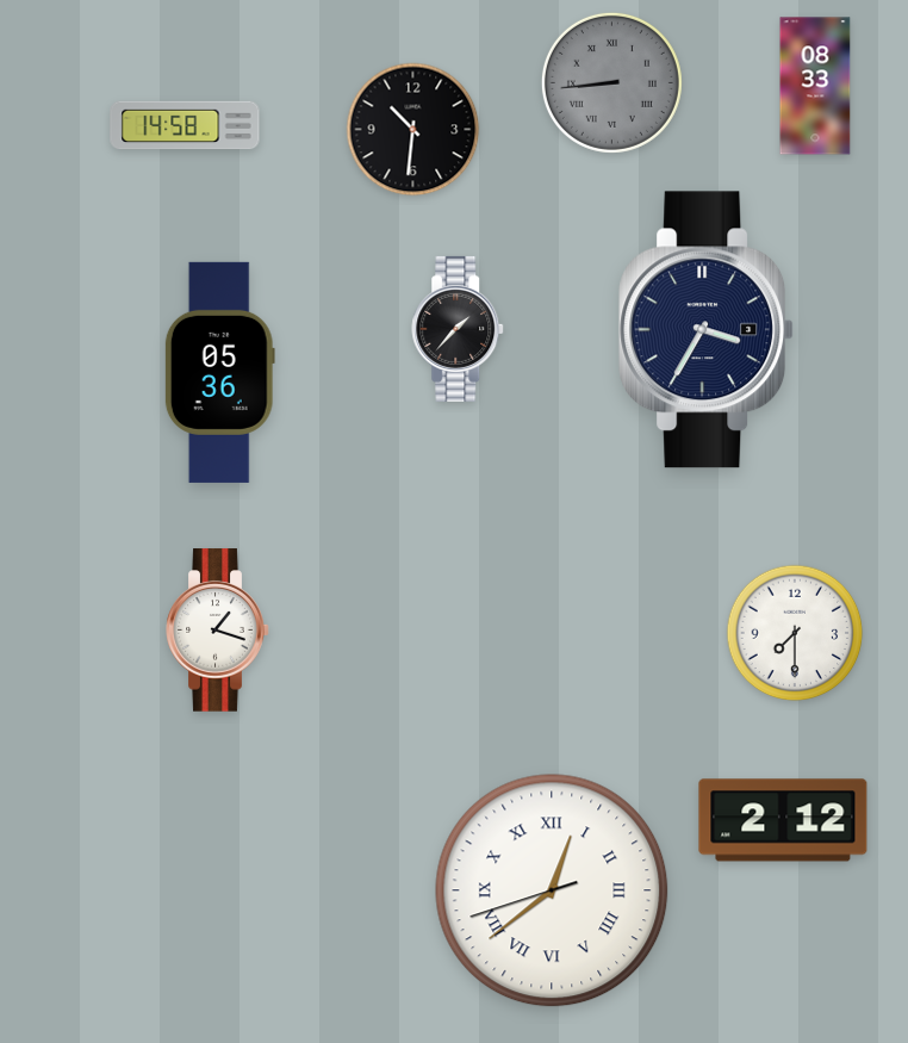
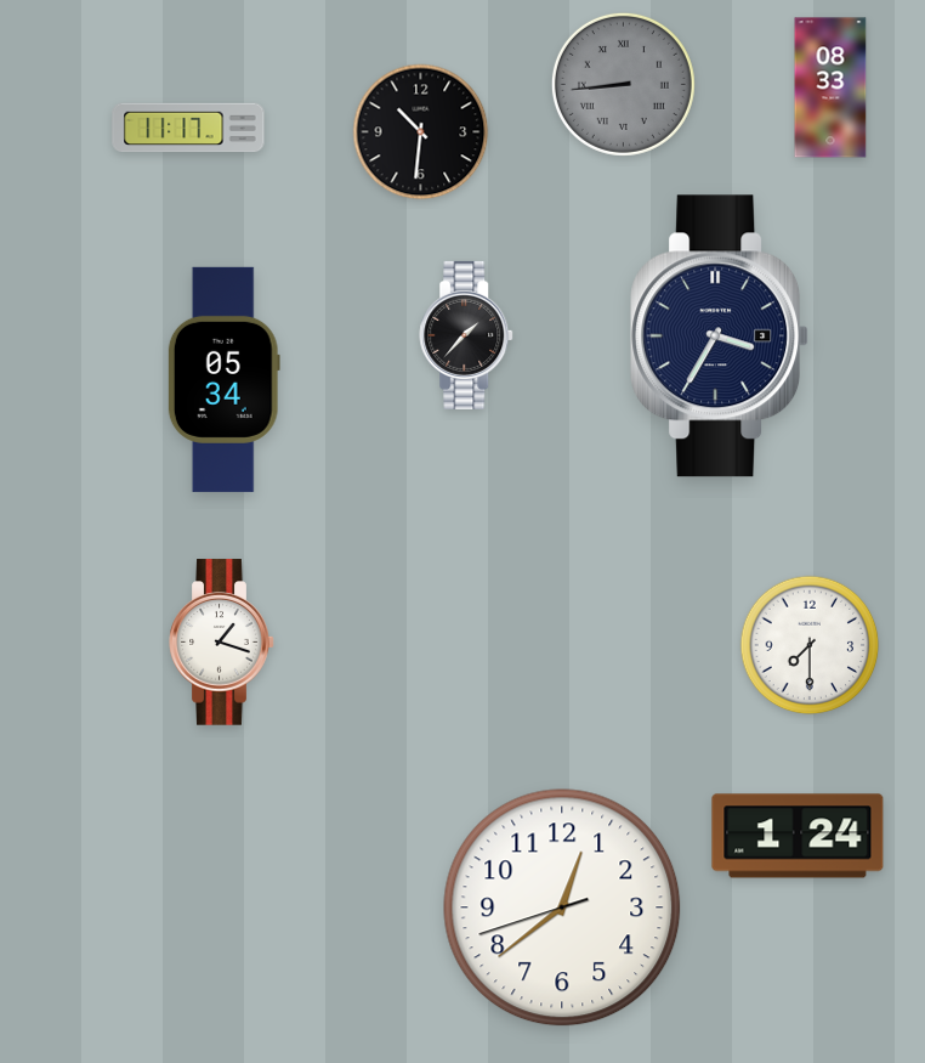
clock at (185, 125): 14:58 -> 11:17
clock at (219, 372): 05:36 -> 05:34
clock at (783, 820): 2:12 -> 1:24
clock at (552, 890) numerals: Roman -> Arabic
